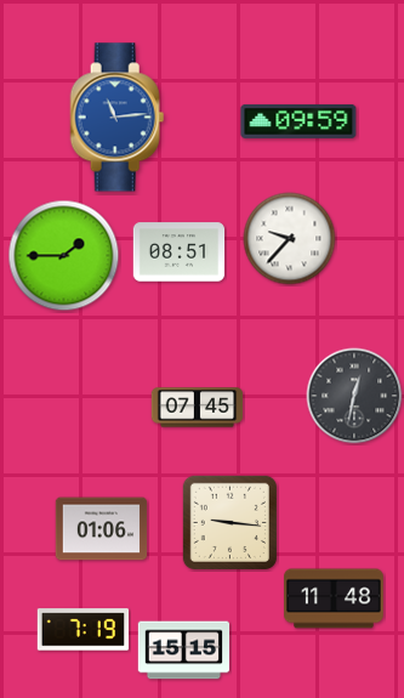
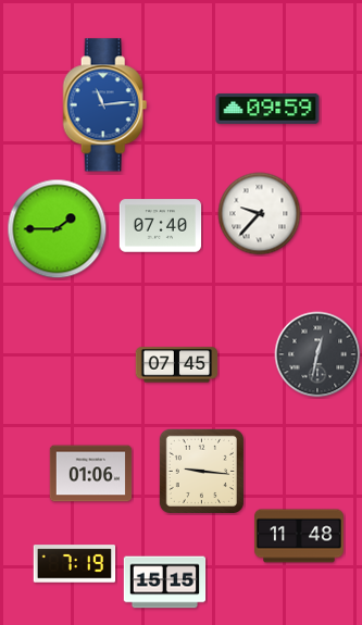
clock at (180, 252): 08:51 -> 07:40
clock at (229, 522) position: (229, 522) -> (201, 471)
